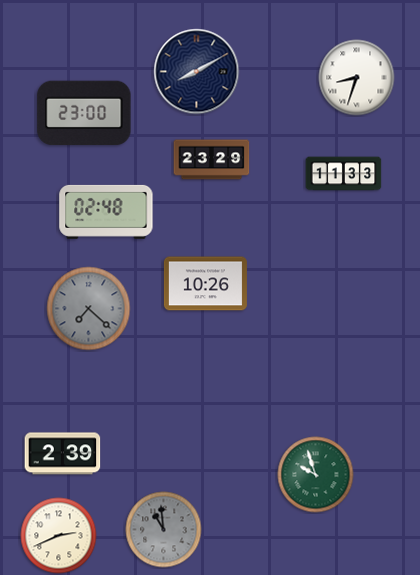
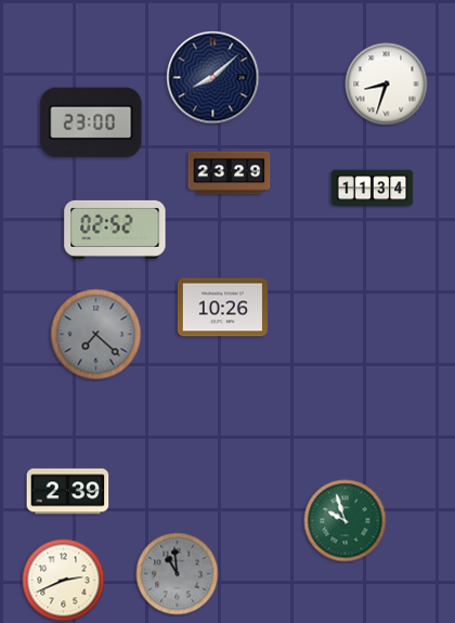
clock at (197, 72): 8:10 -> 8:08
clock at (344, 174): 11:33 -> 11:34
clock at (106, 212): 02:48 -> 02:52
clock at (316, 475) position: (316, 475) -> (346, 521)
